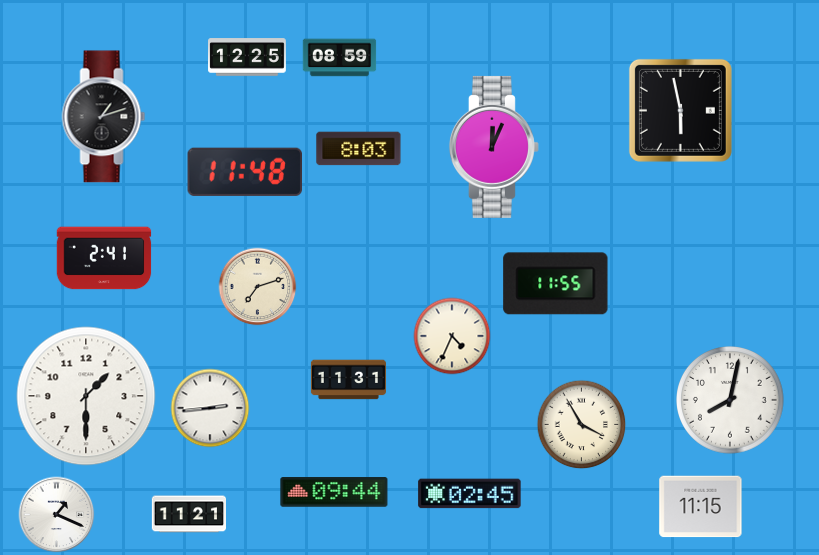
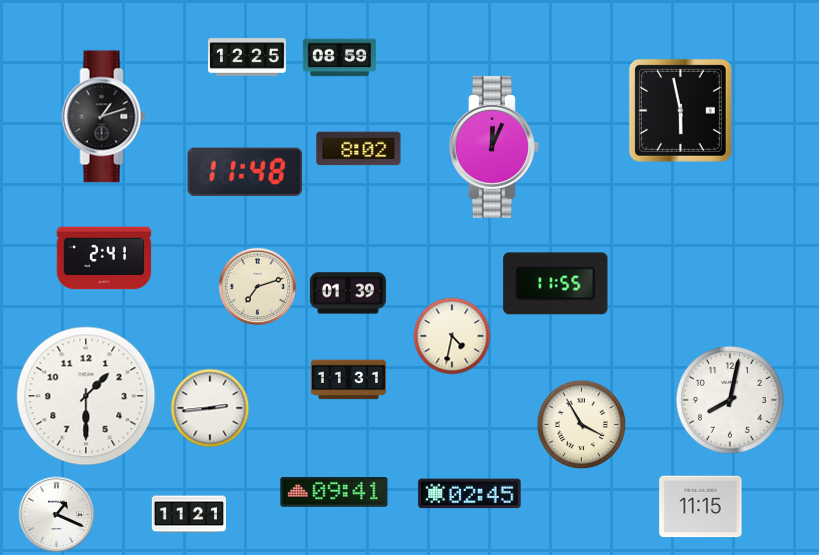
clock at (359, 149): 8:03 -> 8:02
clock at (348, 293): none -> 01:39
clock at (452, 336): 4:34 -> 4:32
clock at (334, 492): 09:44 -> 09:41
